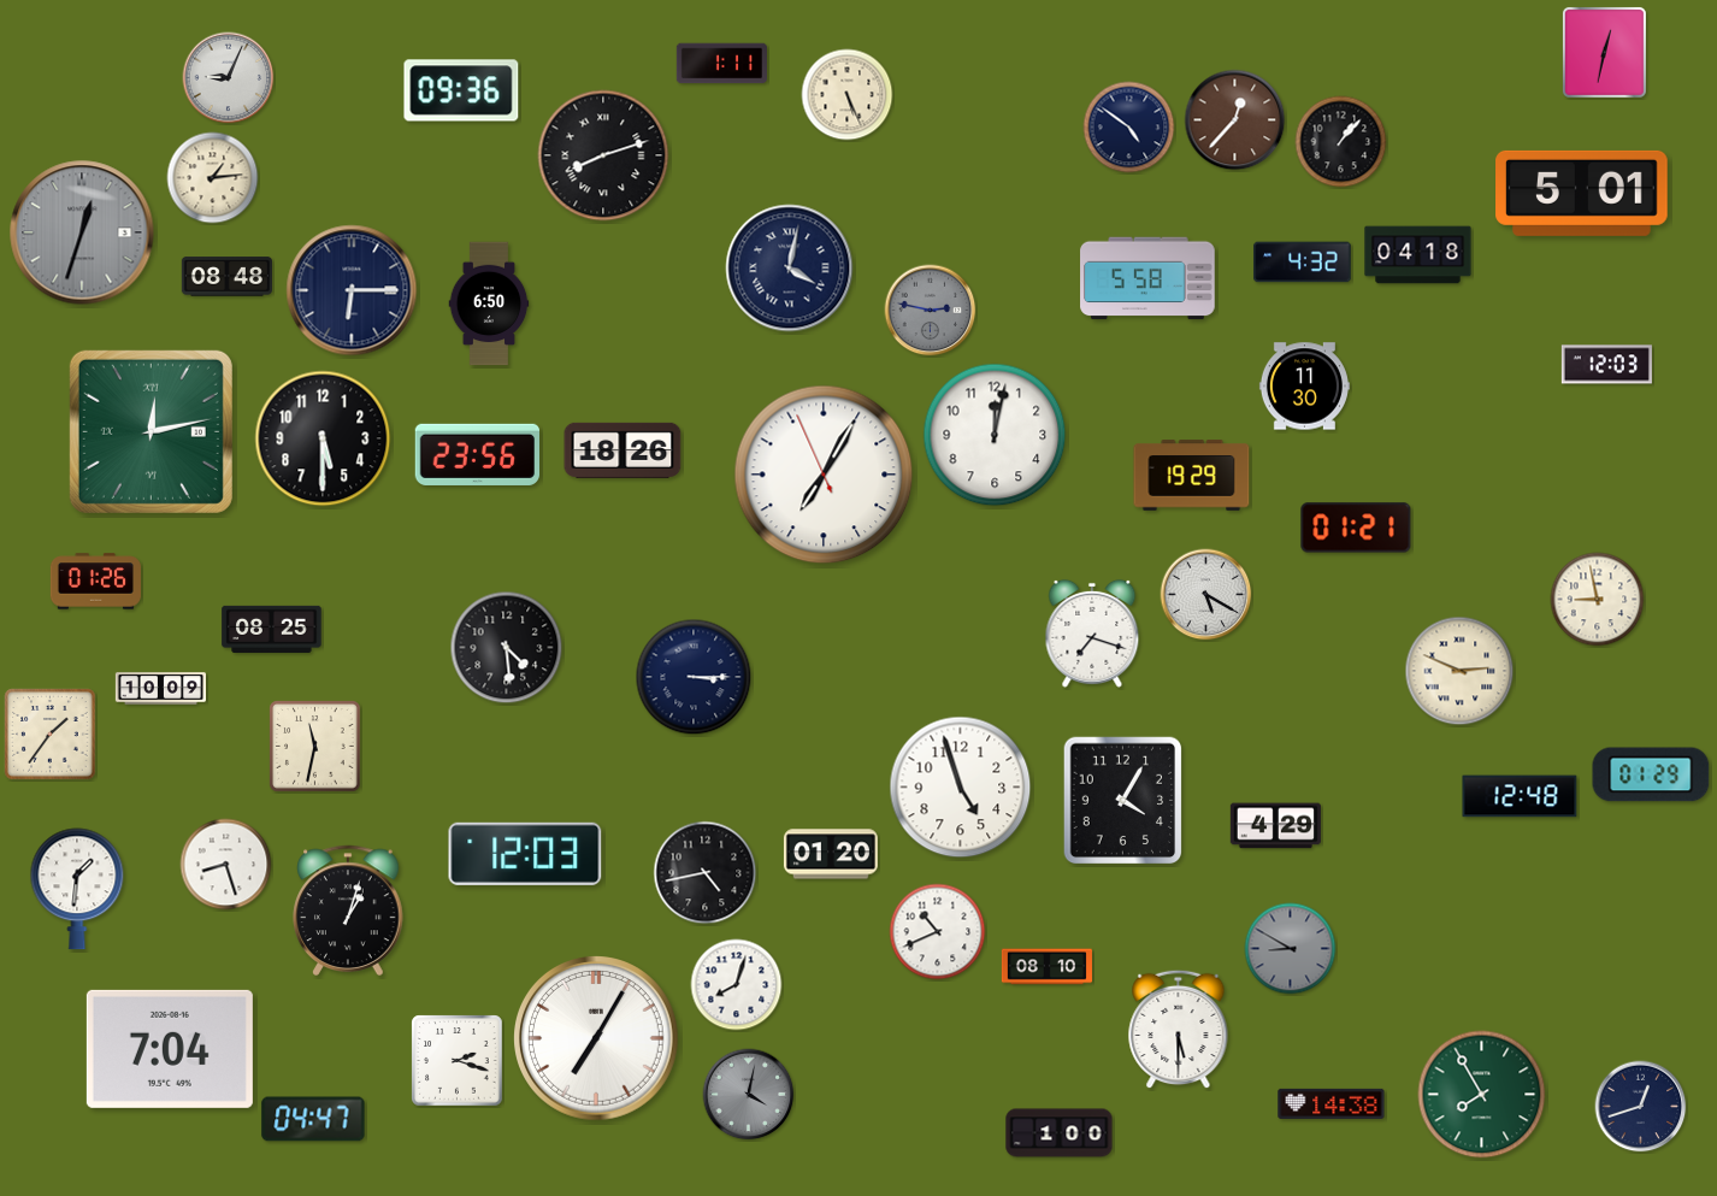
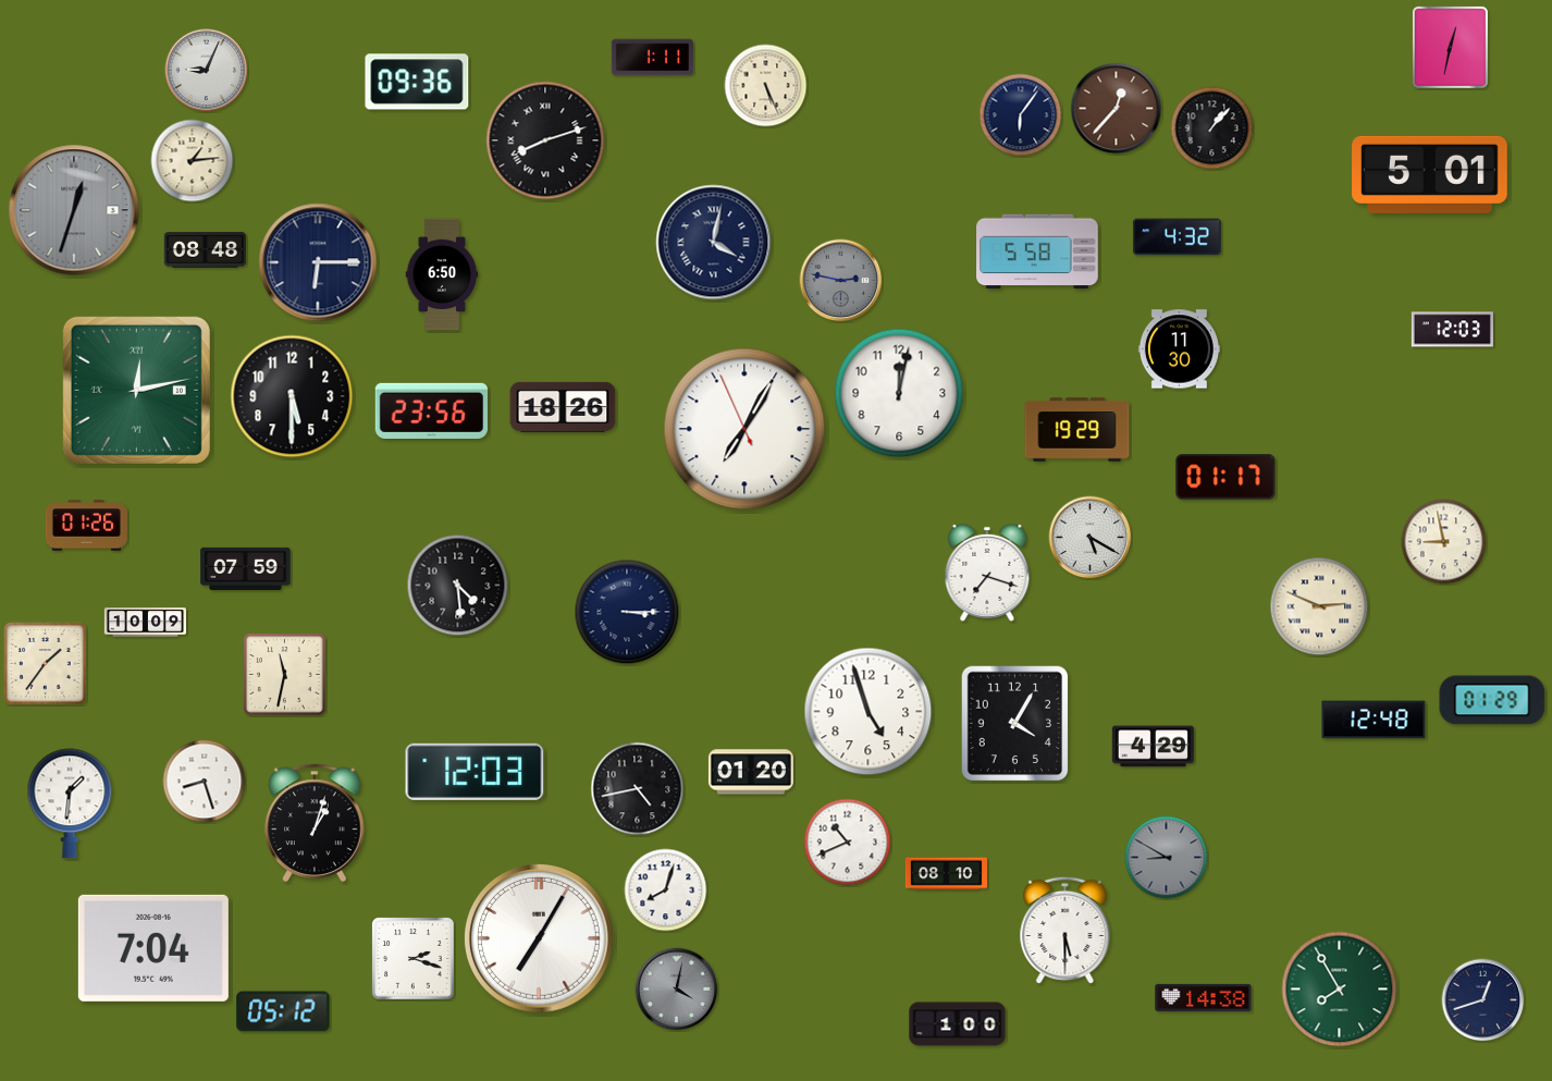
clock at (1129, 128): 4:51 -> 6:06
clock at (1418, 255): 04:18 -> none
clock at (1356, 528): 01:21 -> 01:17
clock at (272, 629): 08:25 -> 07:59
clock at (313, 1119): 04:47 -> 05:12
